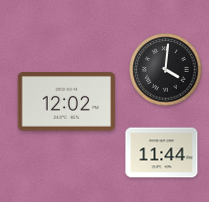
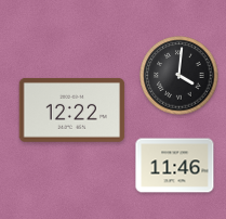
clock at (67, 102): 12:02 -> 12:22
clock at (162, 153): 11:44 -> 11:46
